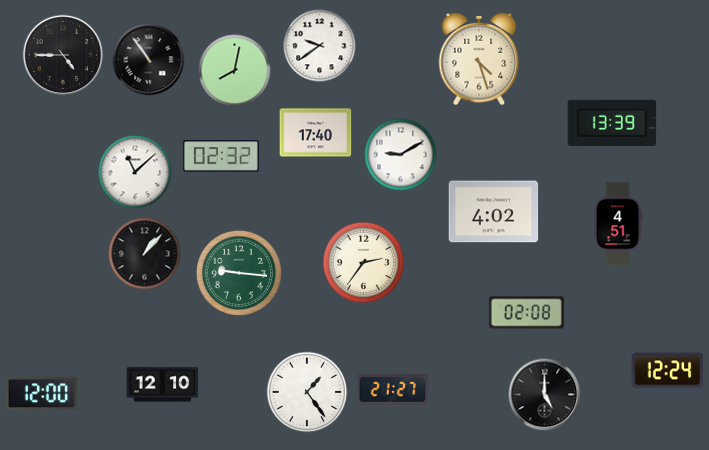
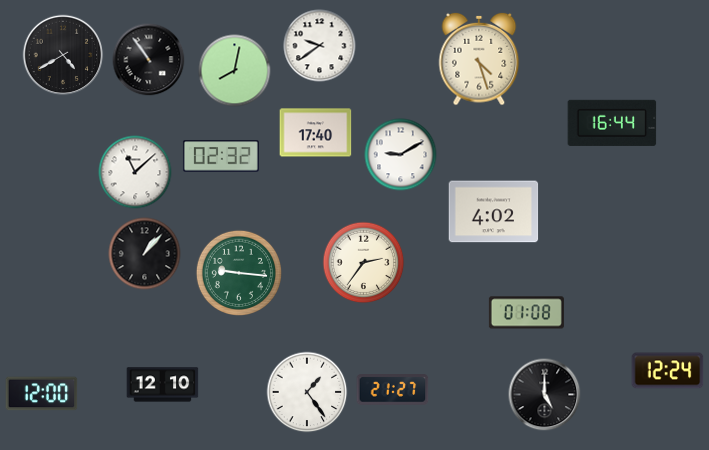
clock at (63, 55): 4:45 -> 4:40
clock at (612, 123): 13:39 -> 16:44
clock at (618, 224): 4:51 -> none
clock at (526, 313): 02:08 -> 01:08
